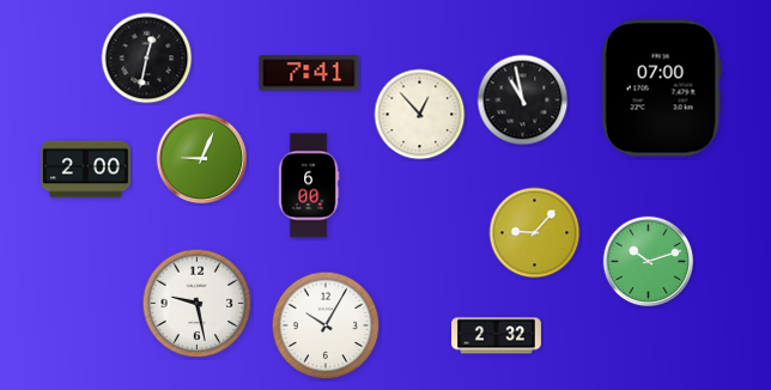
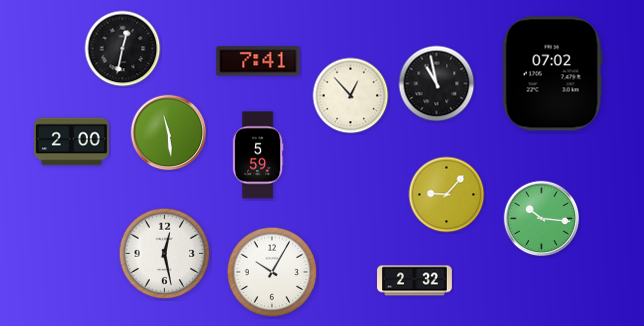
clock at (661, 89): 07:00 -> 07:02
clock at (202, 159): 9:04 -> 11:29
clock at (309, 185): 6:00 -> 5:59
clock at (649, 262): 10:12 -> 10:16
clock at (198, 304): 9:28 -> 12:28
